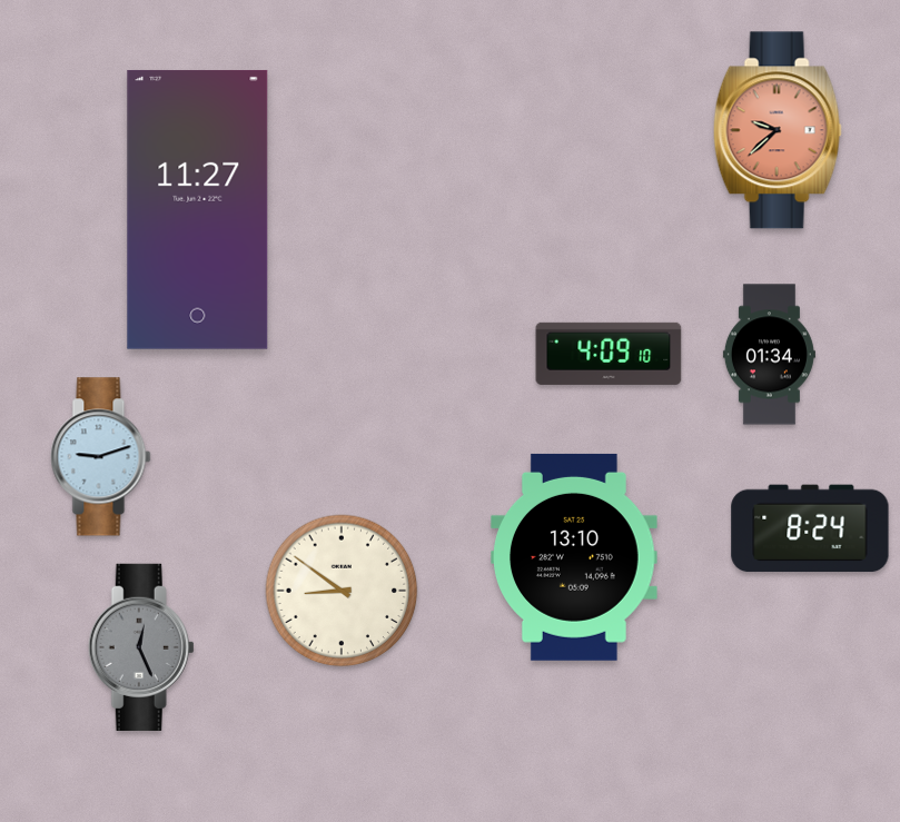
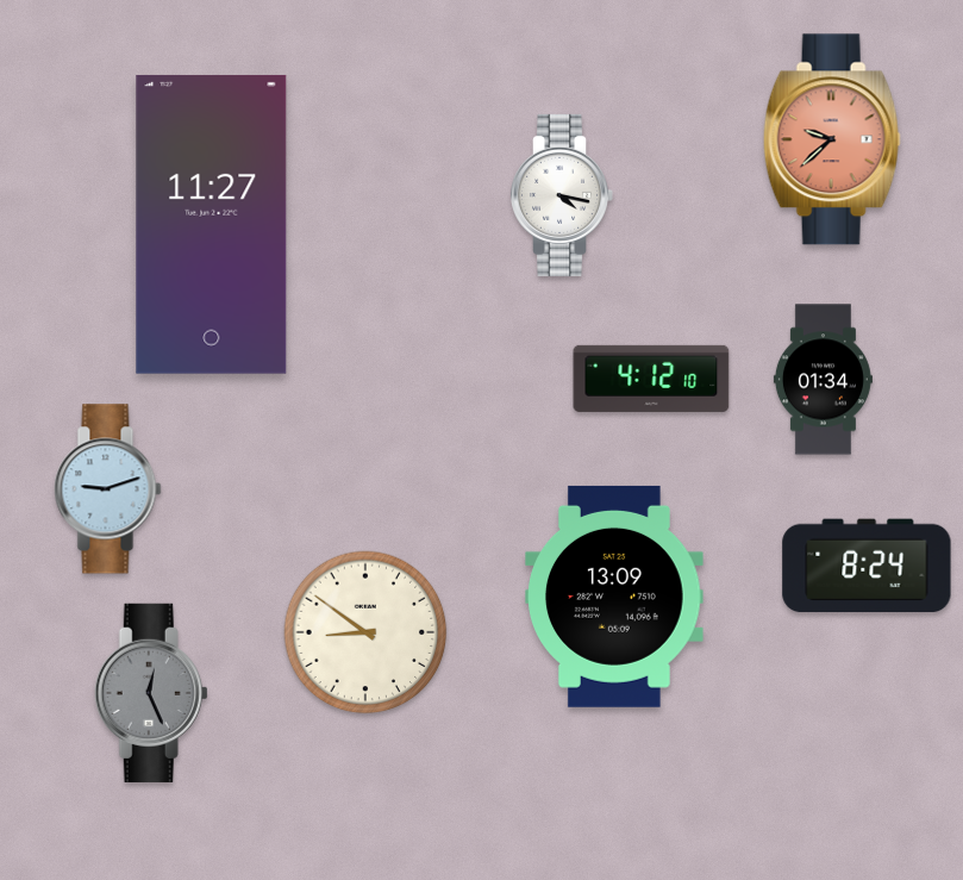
clock at (562, 195): none -> 4:17
clock at (609, 354): 4:09 -> 4:12
clock at (574, 557): 13:10 -> 13:09
